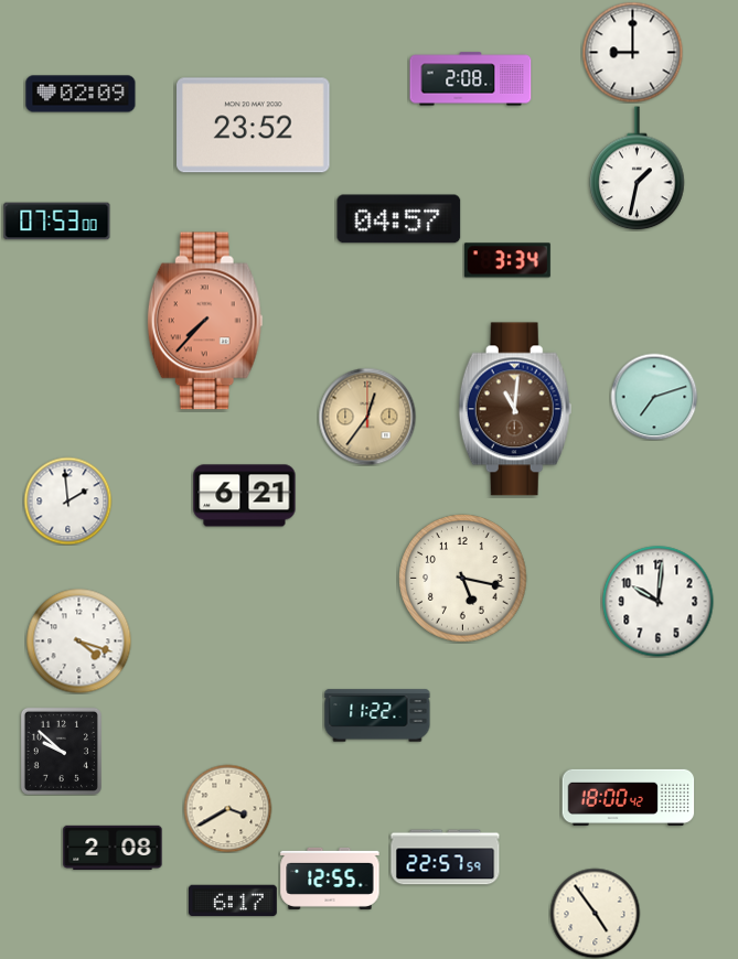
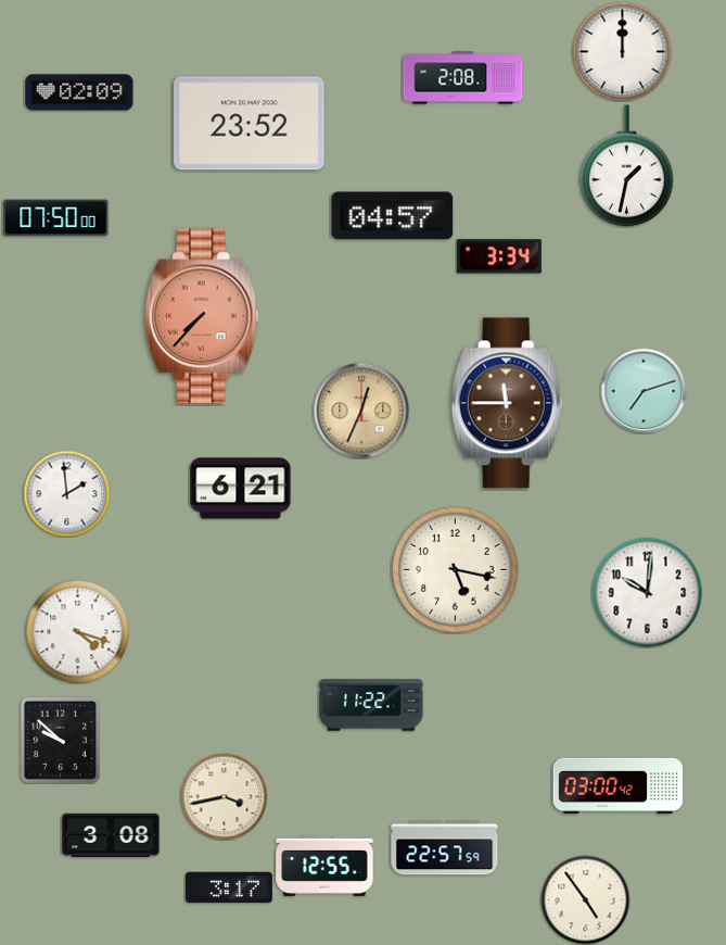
clock at (632, 52): 9:00 -> 12:00
clock at (57, 222): 07:53 -> 07:50
clock at (515, 409): 11:01 -> 11:45
clock at (367, 417): 12:36 -> 12:34
clock at (629, 797): 18:00 -> 03:00
clock at (227, 808): 3:40 -> 3:43
clock at (113, 848): 2:08 -> 3:08
clock at (446, 858) position: (446, 858) -> (445, 848)
clock at (233, 901): 6:17 -> 3:17
